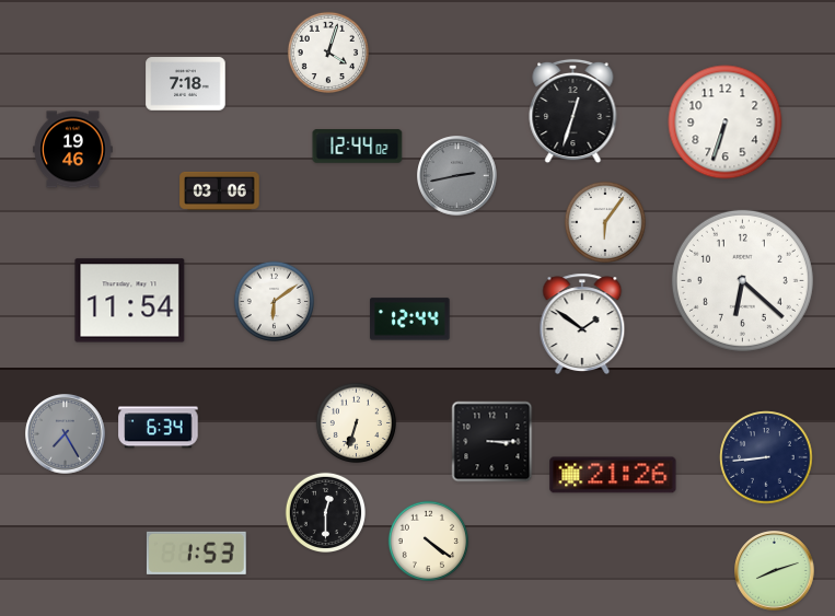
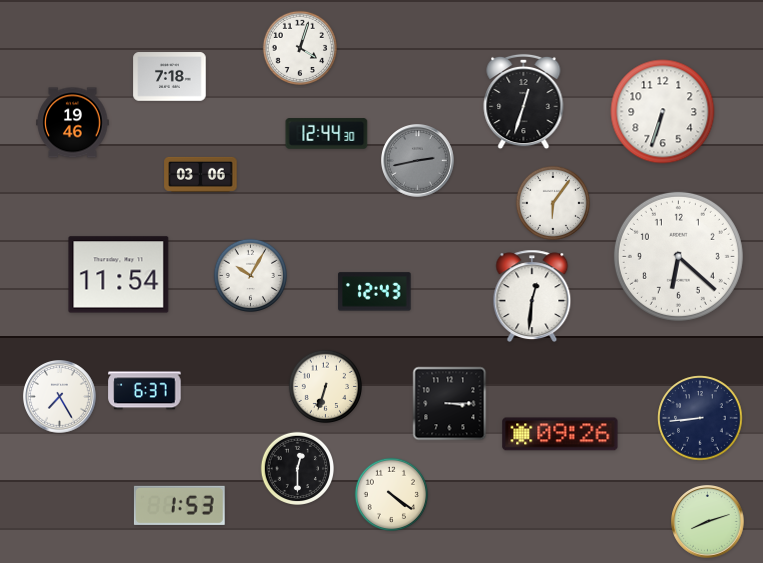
clock at (358, 147): 12:44:02 -> 12:44:30
clock at (73, 150) position: (73, 150) -> (73, 123)
clock at (274, 301): 6:09 -> 10:05
clock at (410, 319): 12:44 -> 12:43
clock at (582, 324): 1:51 -> 12:31
clock at (159, 428): 6:34 -> 6:37
clock at (66, 434) dial: grey -> white
clock at (613, 475): 21:26 -> 09:26
